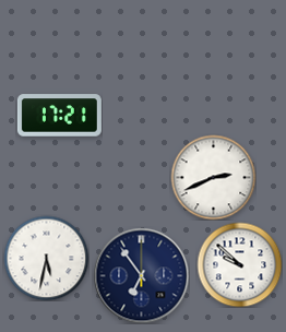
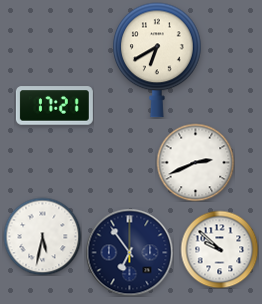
clock at (157, 60): none -> 6:40
clock at (239, 264) position: (239, 264) -> (219, 249)
